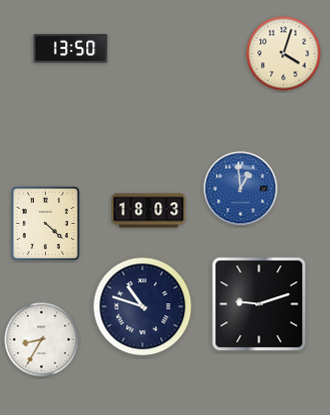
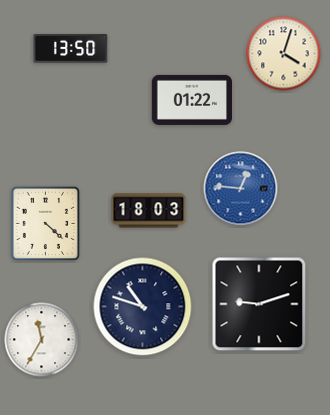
clock at (191, 100): none -> 01:22
clock at (241, 189): 12:59 -> 12:46
clock at (42, 340): 8:35 -> 11:35
